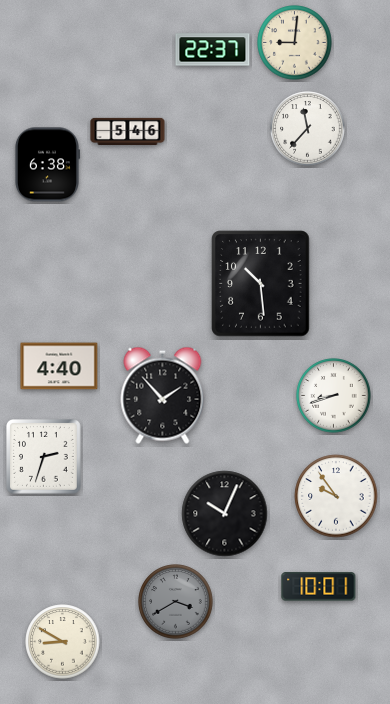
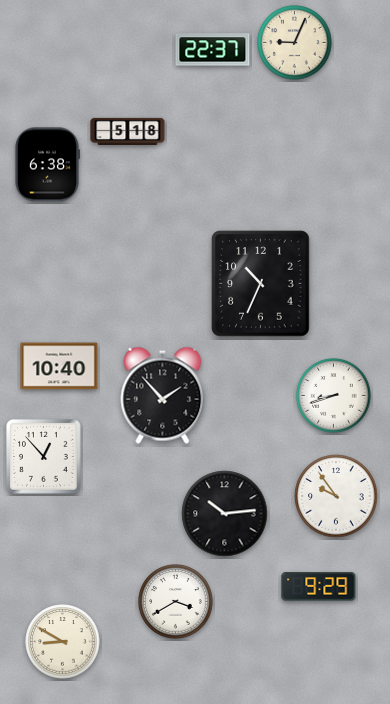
clock at (295, 43): 9:01 -> 9:04
clock at (308, 129): 11:37 -> none
clock at (128, 131): 5:46 -> 5:18
clock at (261, 284): 10:29 -> 10:34
clock at (59, 366): 4:40 -> 10:40
clock at (44, 457): 2:33 -> 12:53
clock at (225, 514): 10:04 -> 10:14
clock at (319, 587): 10:01 -> 9:29
clock at (176, 602) dial: grey -> white
